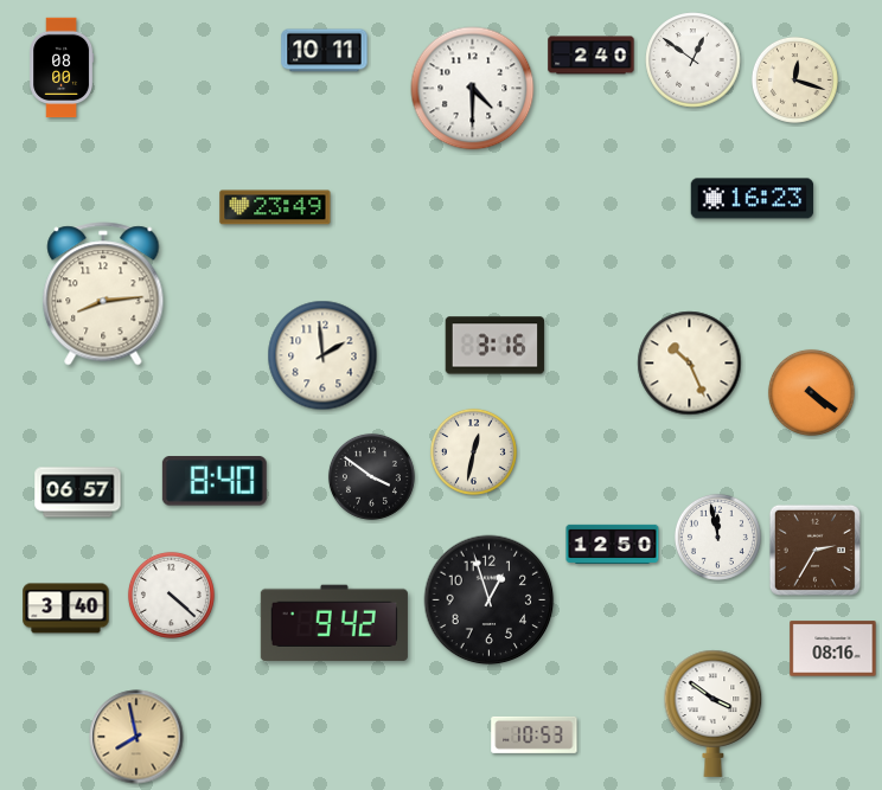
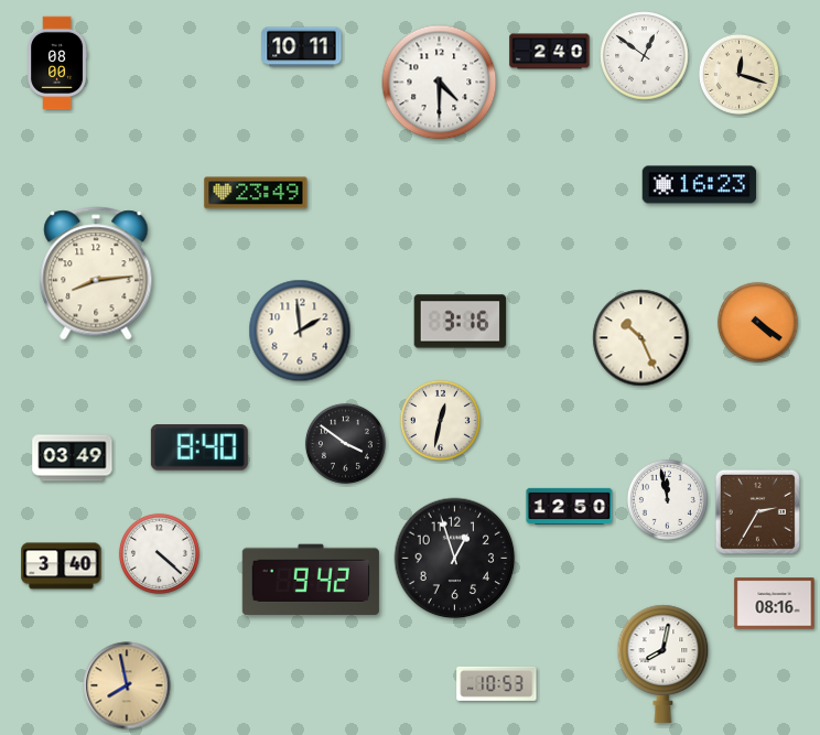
clock at (811, 392) position: (811, 392) -> (757, 322)
clock at (78, 493): 06:57 -> 03:49
clock at (714, 713): 3:51 -> 8:02
